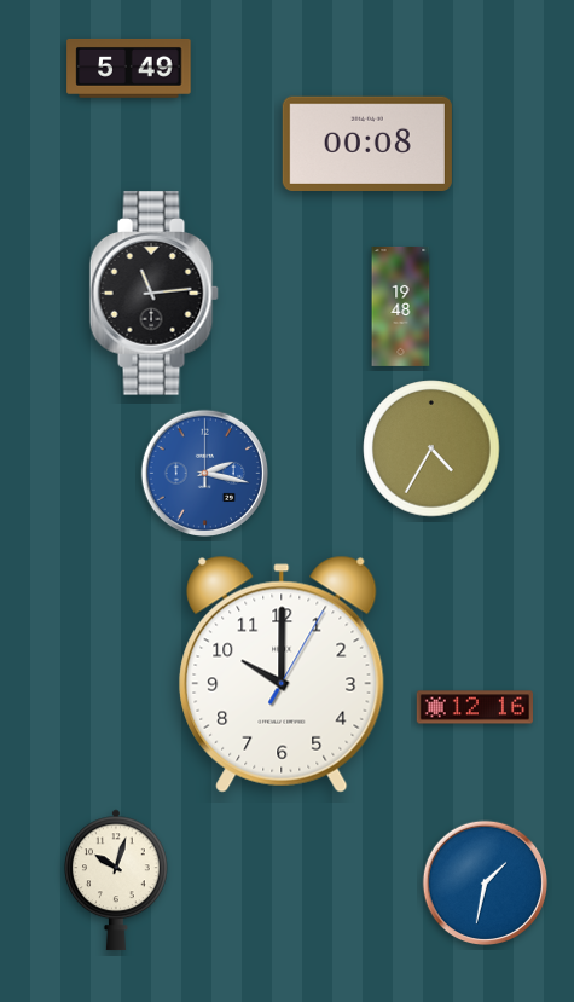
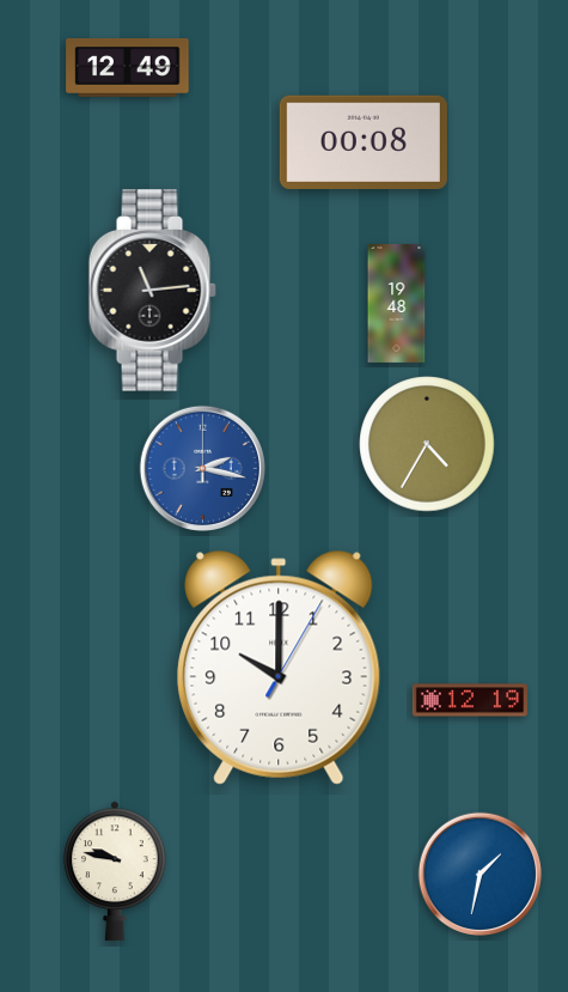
clock at (129, 69): 5:49 -> 12:49
clock at (474, 707): 12:16 -> 12:19
clock at (117, 880): 10:03 -> 9:47
